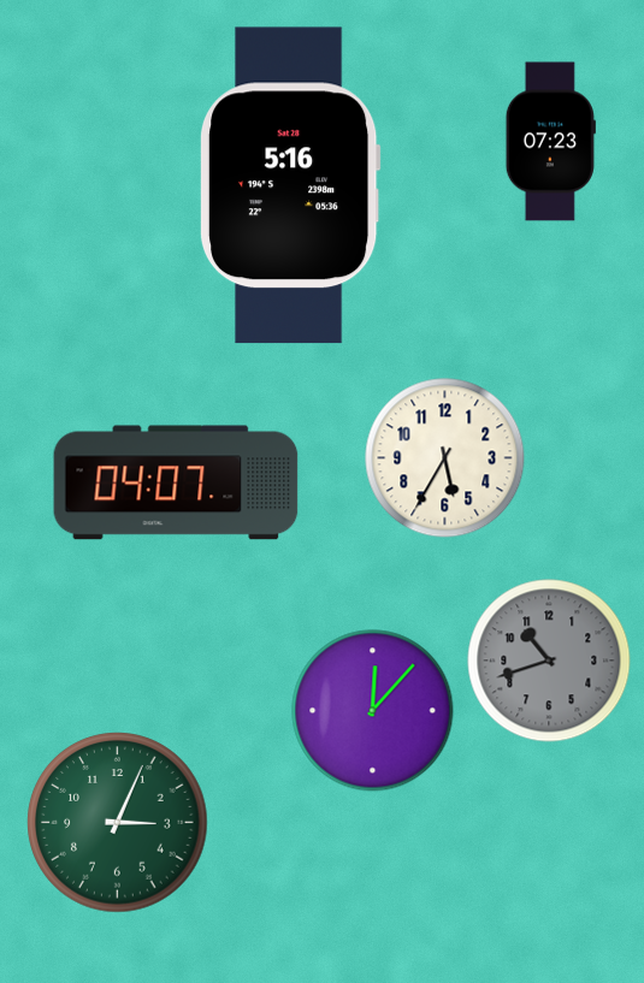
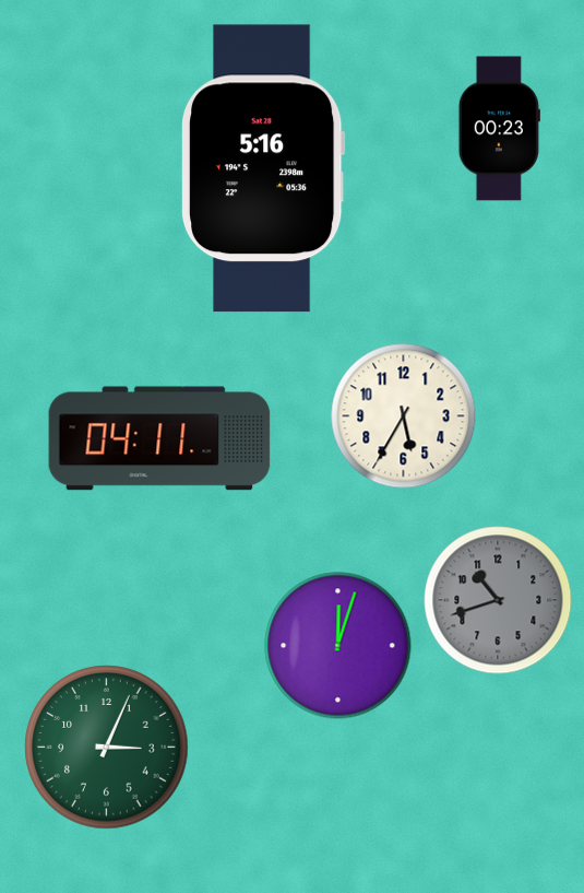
clock at (550, 142): 07:23 -> 00:23
clock at (176, 482): 04:07 -> 04:11
clock at (373, 711): 12:07 -> 12:03
